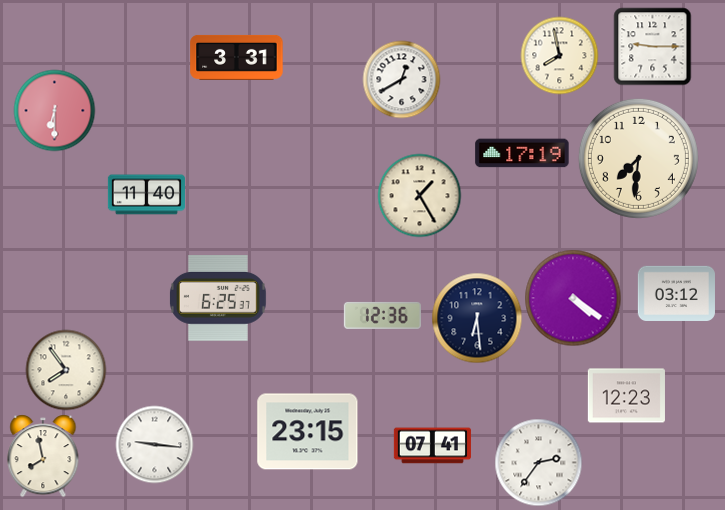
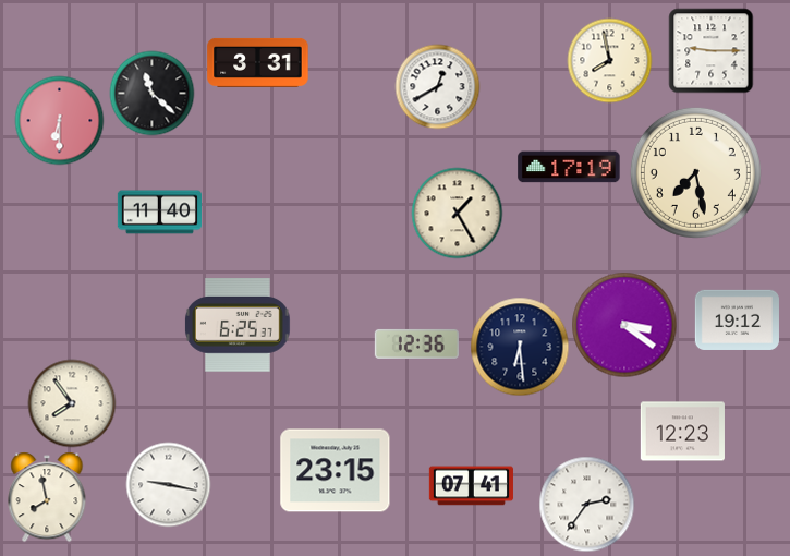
clock at (151, 93): none -> 11:22
clock at (638, 158): 7:31 -> 7:28
clock at (676, 293): 03:12 -> 19:12
clock at (573, 298): 4:21 -> 3:21
clock at (154, 444): 9:16 -> 9:17
